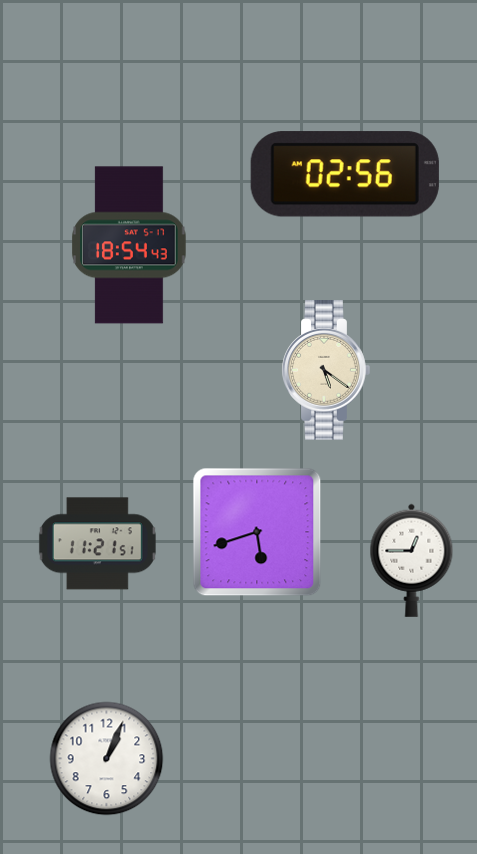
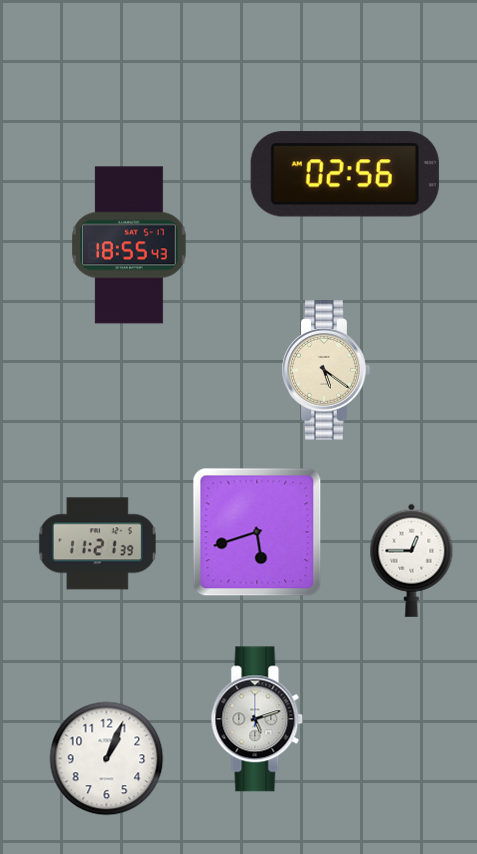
clock at (129, 245): 18:54 -> 18:55
clock at (97, 544): 11:21:51 -> 11:21:39
clock at (257, 719): none -> 5:12
